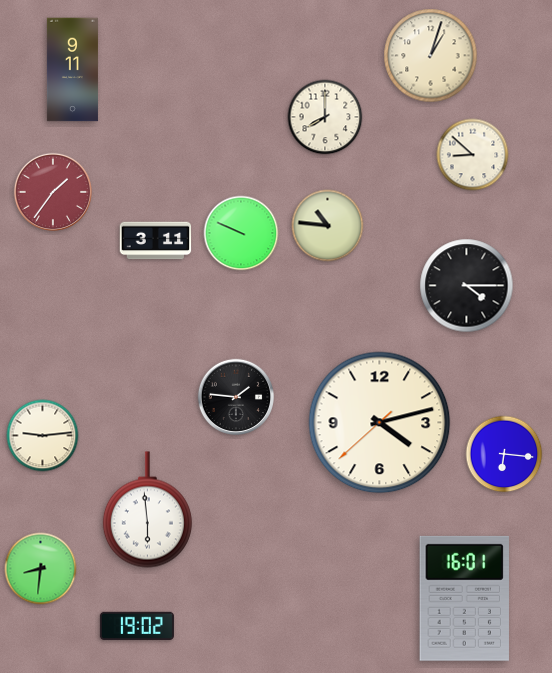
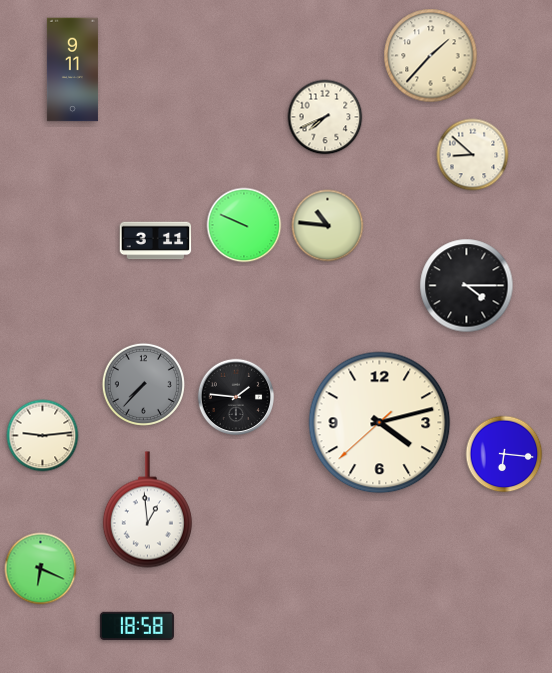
clock at (431, 56): 1:03 -> 1:37
clock at (325, 117): 8:00 -> 7:41
clock at (53, 192): 1:36 -> none
clock at (241, 233) position: (241, 233) -> (244, 225)
clock at (143, 384): none -> 7:37
clock at (147, 510): 5:59 -> 12:59
clock at (41, 569): 8:31 -> 6:19
clock at (464, 598): 16:01 -> none
clock at (137, 626): 19:02 -> 18:58
